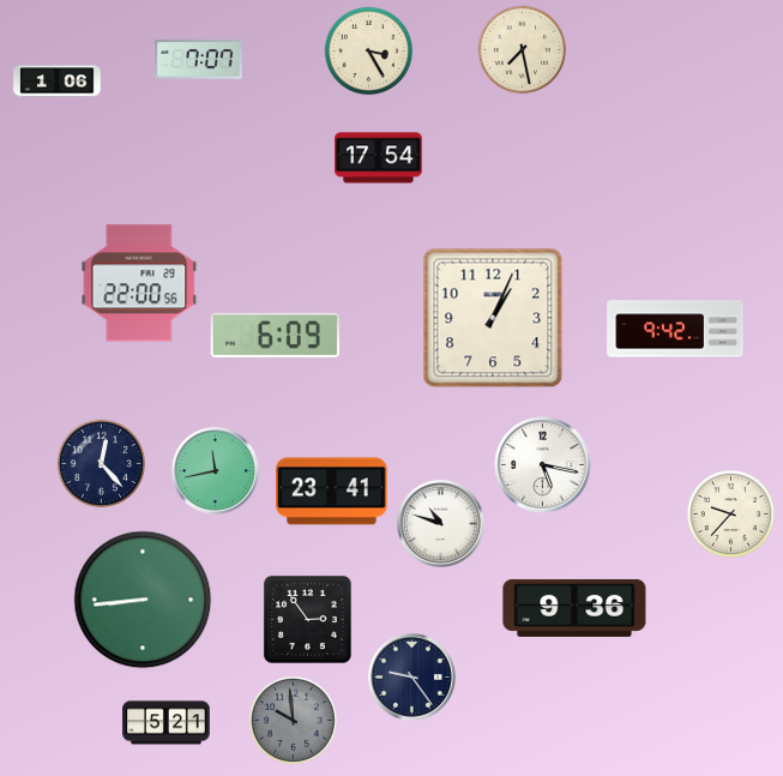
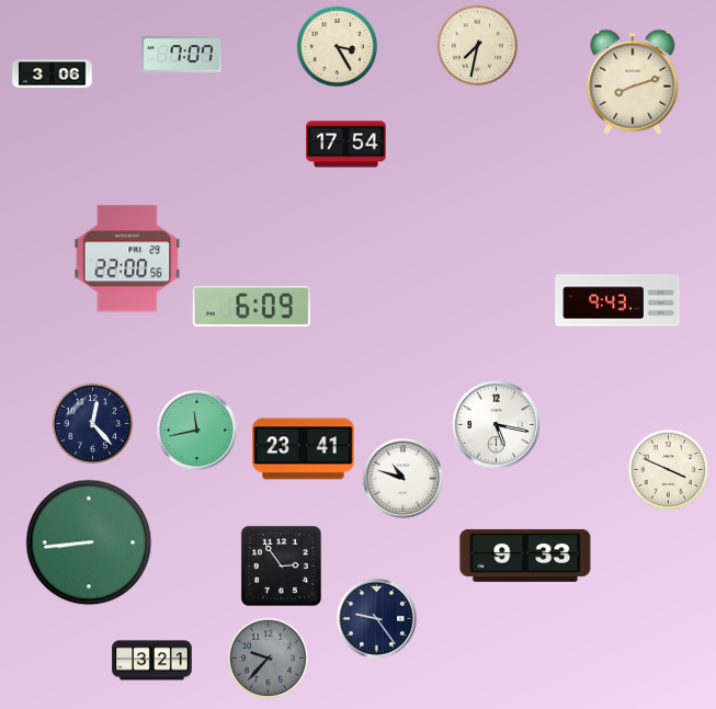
clock at (523, 50): 7:28 -> 7:32
clock at (58, 82): 1:06 -> 3:06
clock at (633, 82): none -> 8:12
clock at (493, 318): 1:04 -> none
clock at (675, 329): 9:42 -> 9:43
clock at (731, 515): 9:37 -> 3:49
clock at (143, 600) position: (143, 600) -> (89, 542)
clock at (574, 608): 9:36 -> 9:33
clock at (294, 721): 9:59 -> 9:37
clock at (167, 723): 5:21 -> 3:21
